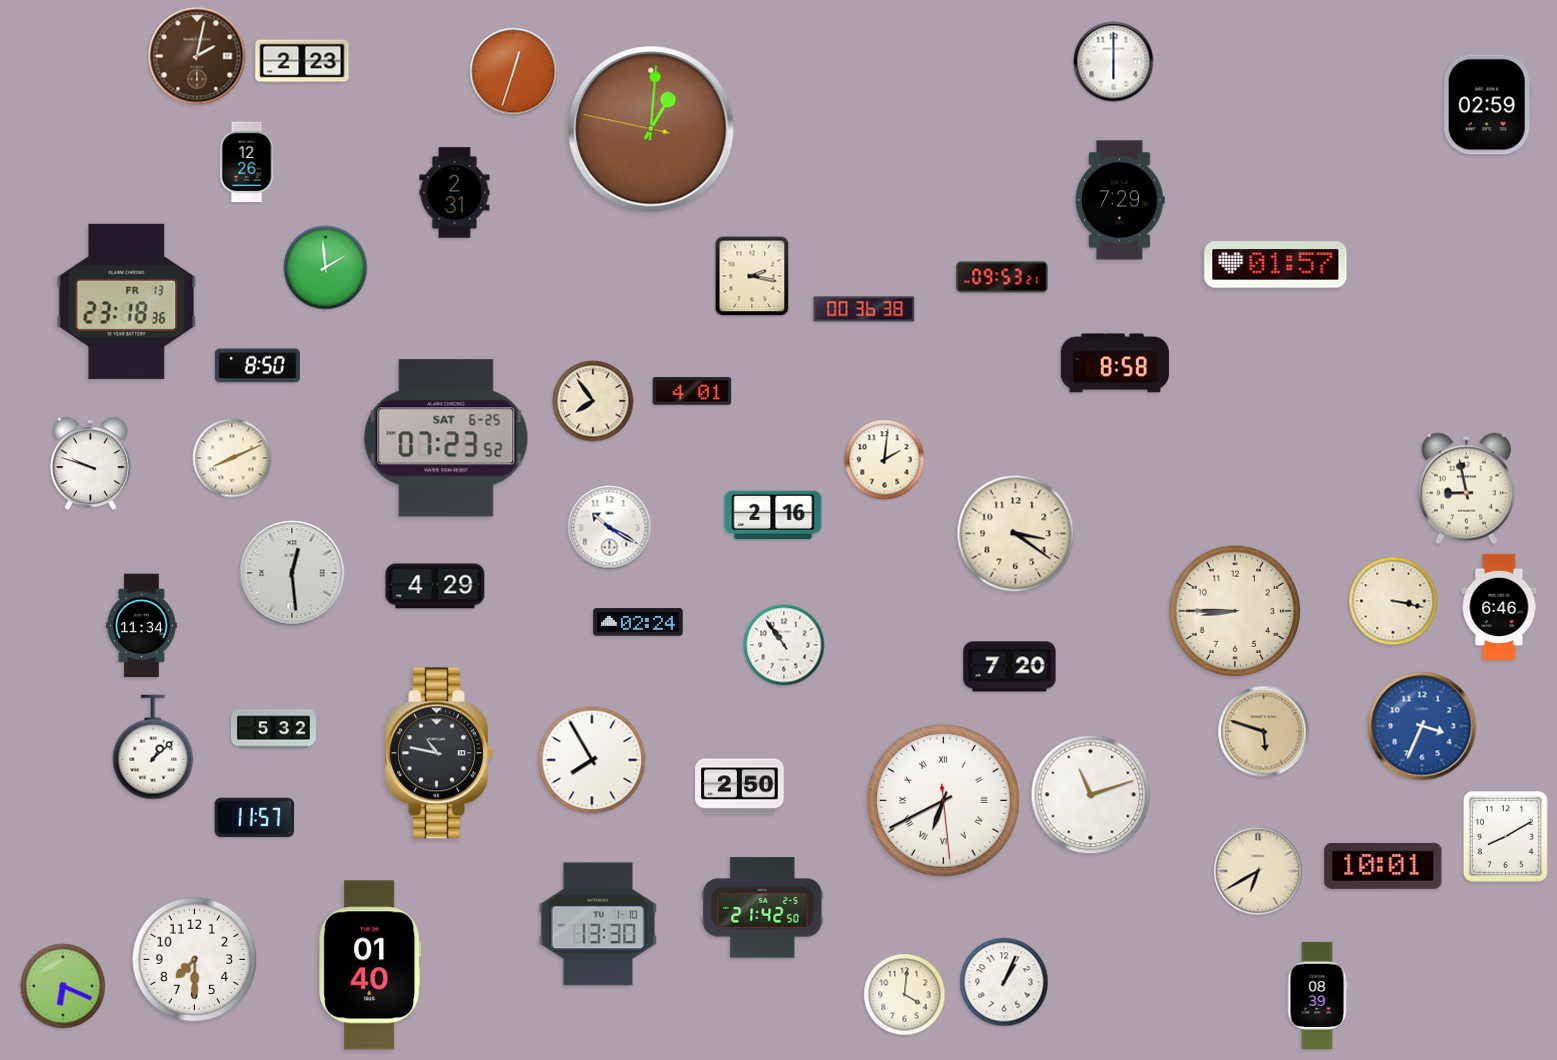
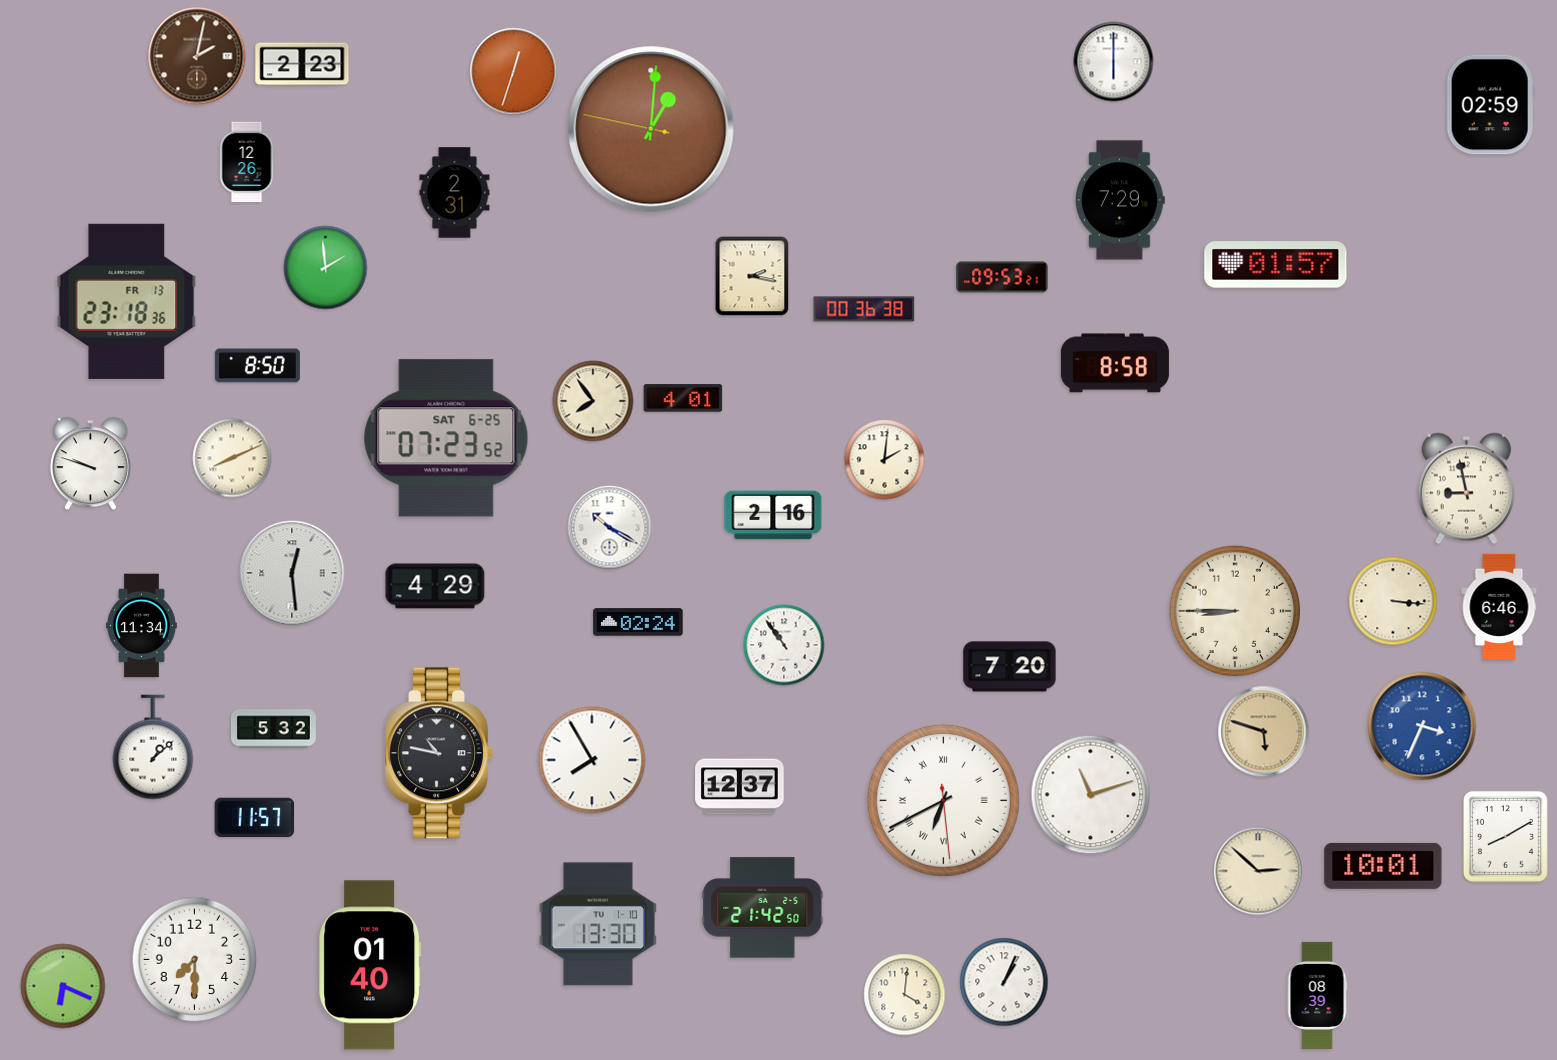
clock at (302, 61) position: (302, 61) -> (302, 64)
clock at (1487, 105) position: (1487, 105) -> (1490, 105)
clock at (692, 391) position: (692, 391) -> (683, 398)
clock at (1016, 534): 3:21 -> none
clock at (1393, 601): 3:17 -> 3:16
clock at (740, 787): 2:50 -> 12:37
clock at (1258, 871): 6:40 -> 2:52
